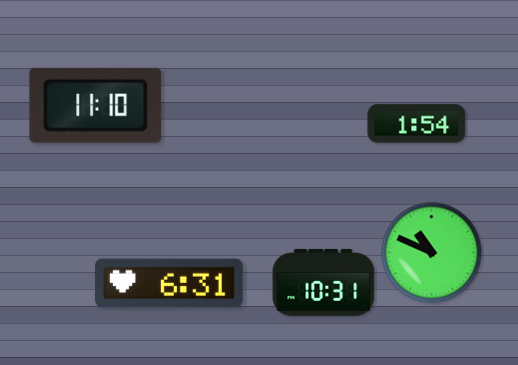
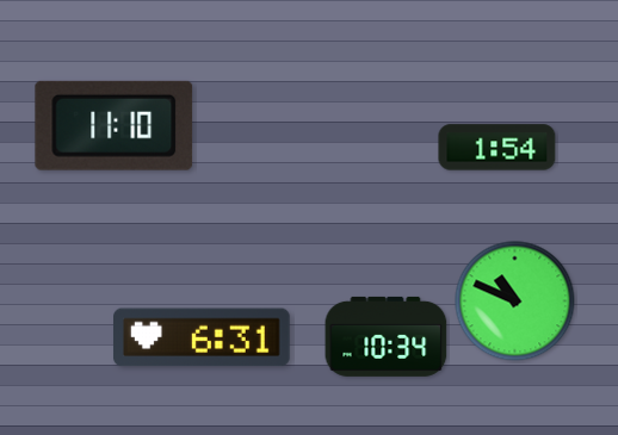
clock at (324, 282): 10:31 -> 10:34
